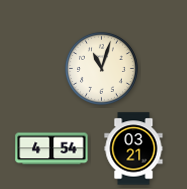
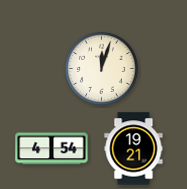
clock at (101, 68): 11:03 -> 12:03
clock at (134, 149): 03:21 -> 19:21
